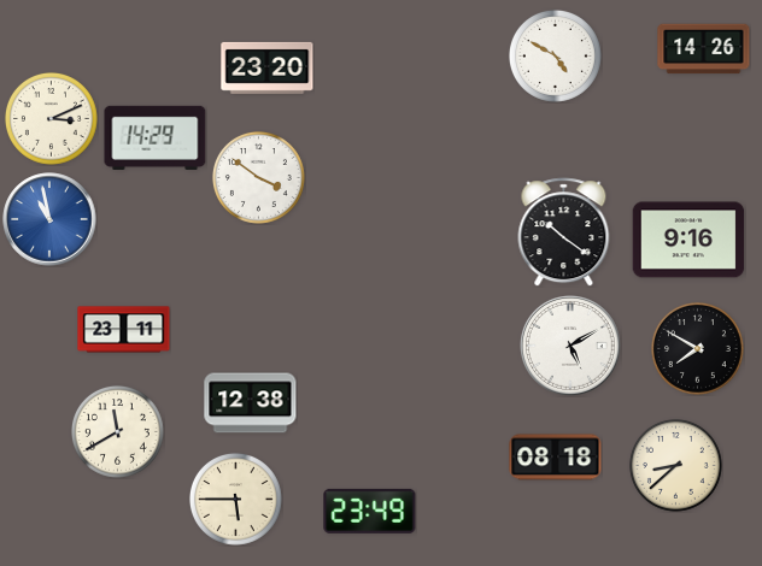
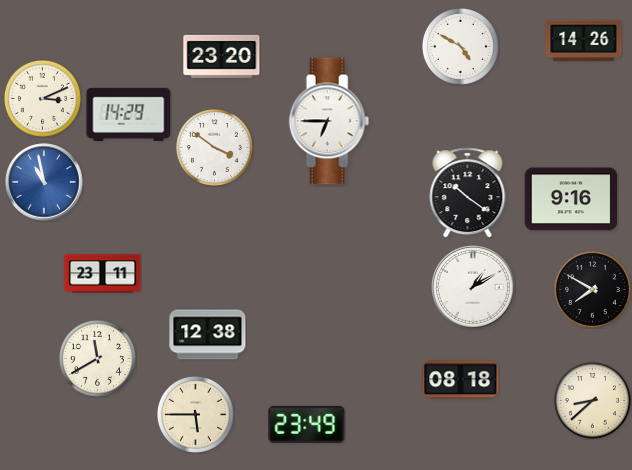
clock at (329, 121): none -> 6:45
clock at (49, 219) position: (49, 219) -> (44, 182)
clock at (571, 347): 5:10 -> 1:10
clock at (697, 348) position: (697, 348) -> (592, 289)
clock at (675, 465) position: (675, 465) -> (592, 400)
